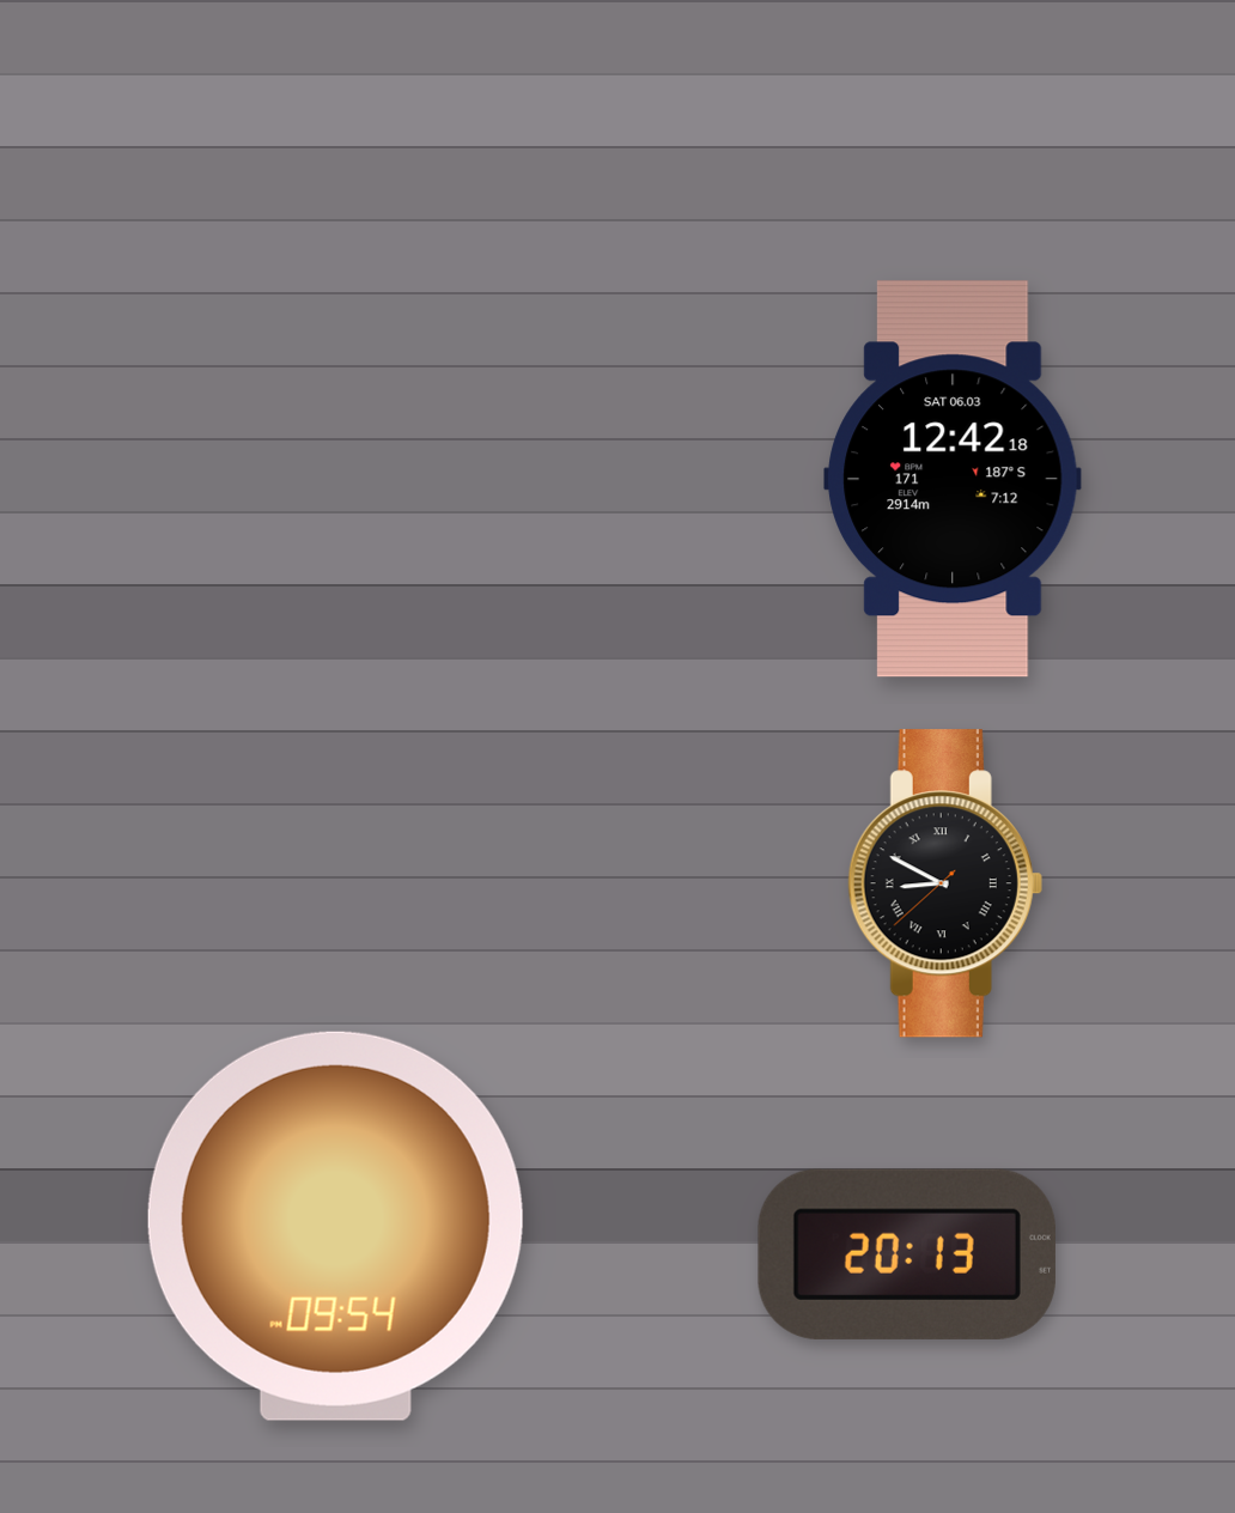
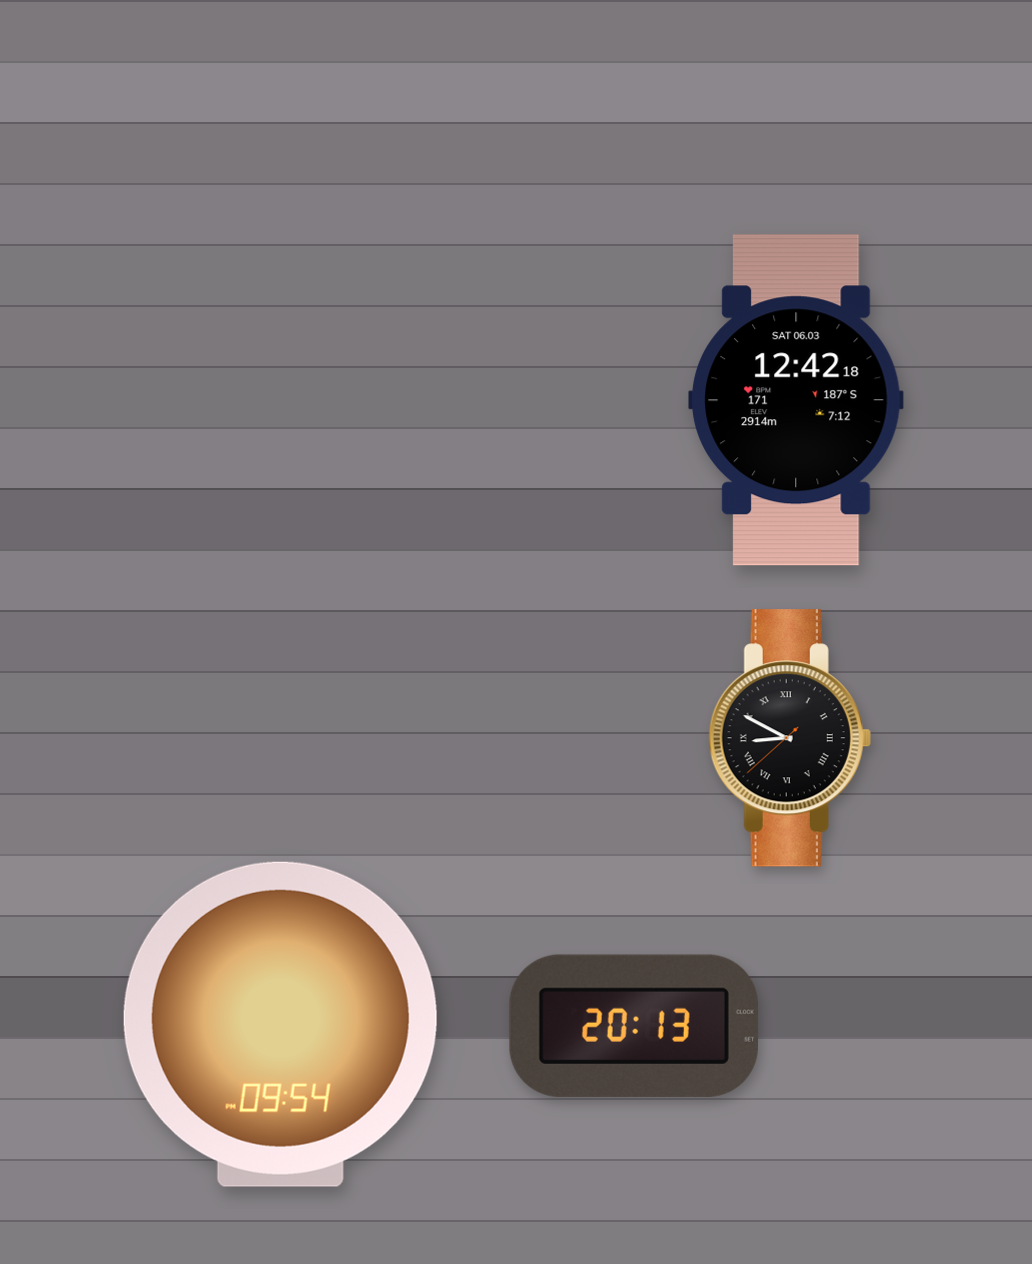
clock at (907, 1254) position: (907, 1254) -> (634, 1026)
